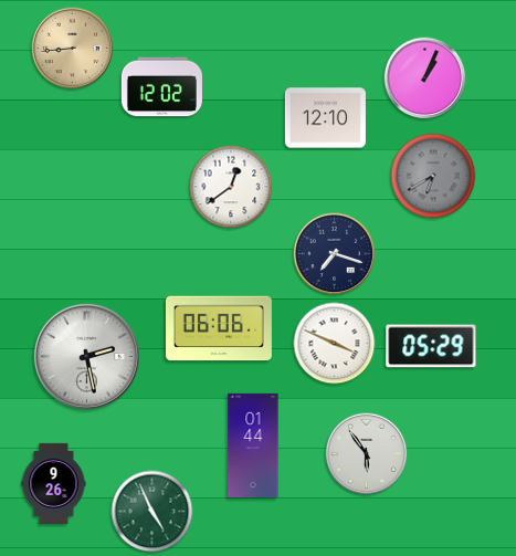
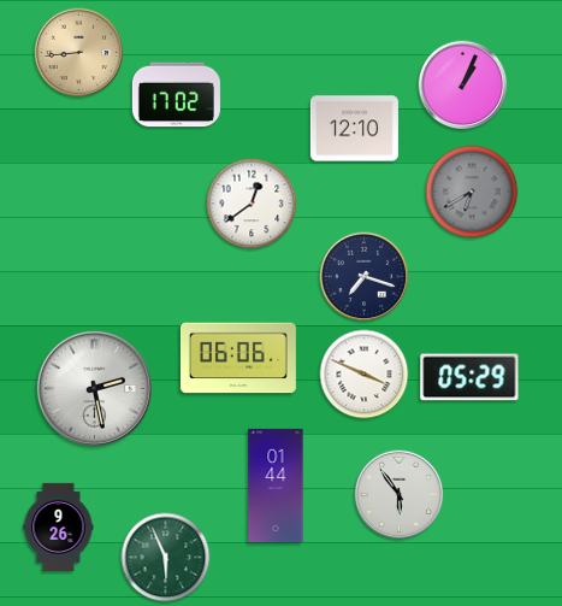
clock at (161, 87): 12:02 -> 17:02
clock at (152, 512): 4:56 -> 5:56
